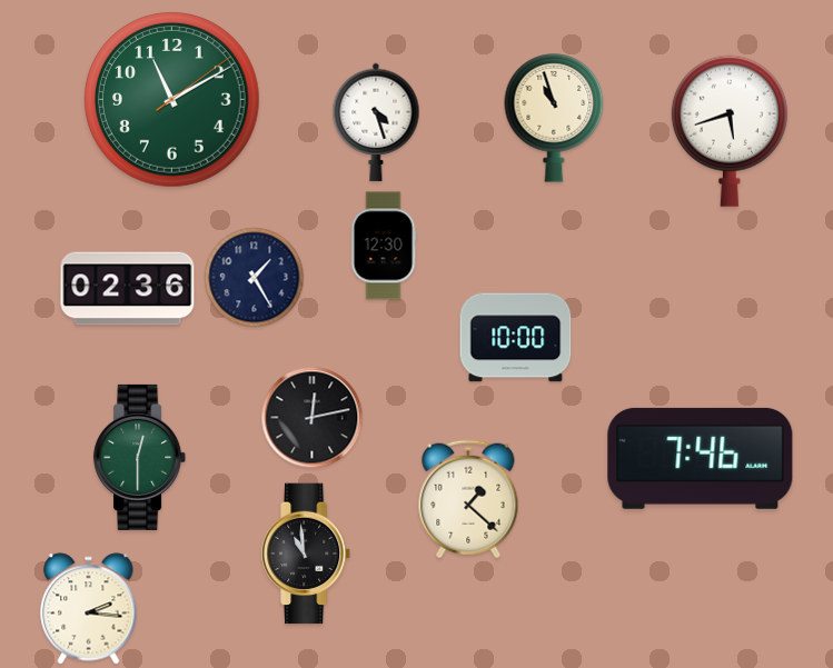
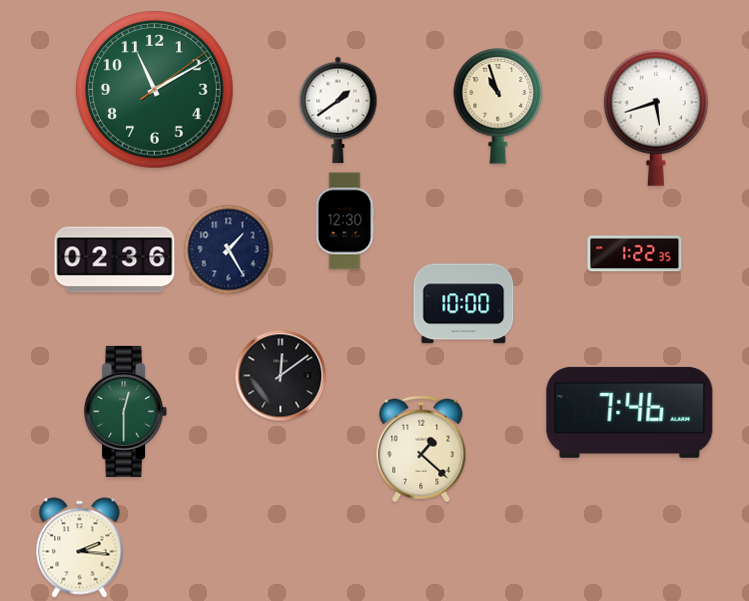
clock at (376, 122): 4:27 -> 1:39
clock at (635, 254): none -> 1:22
clock at (313, 418): 12:13 -> 12:09
clock at (307, 554): 10:59 -> none
